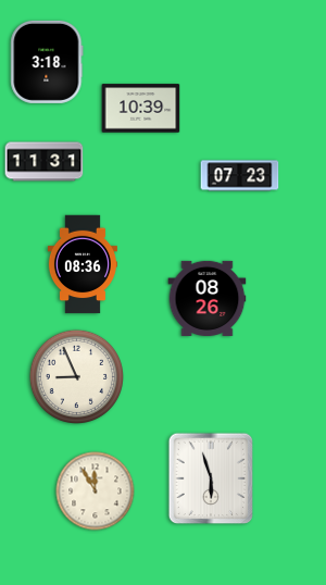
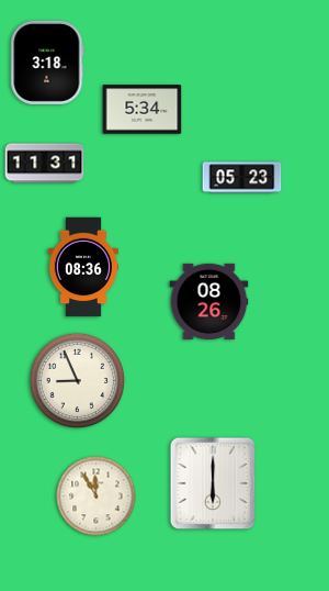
clock at (141, 109): 10:39 -> 5:34
clock at (240, 176): 07:23 -> 05:23
clock at (211, 478): 5:57 -> 6:00
